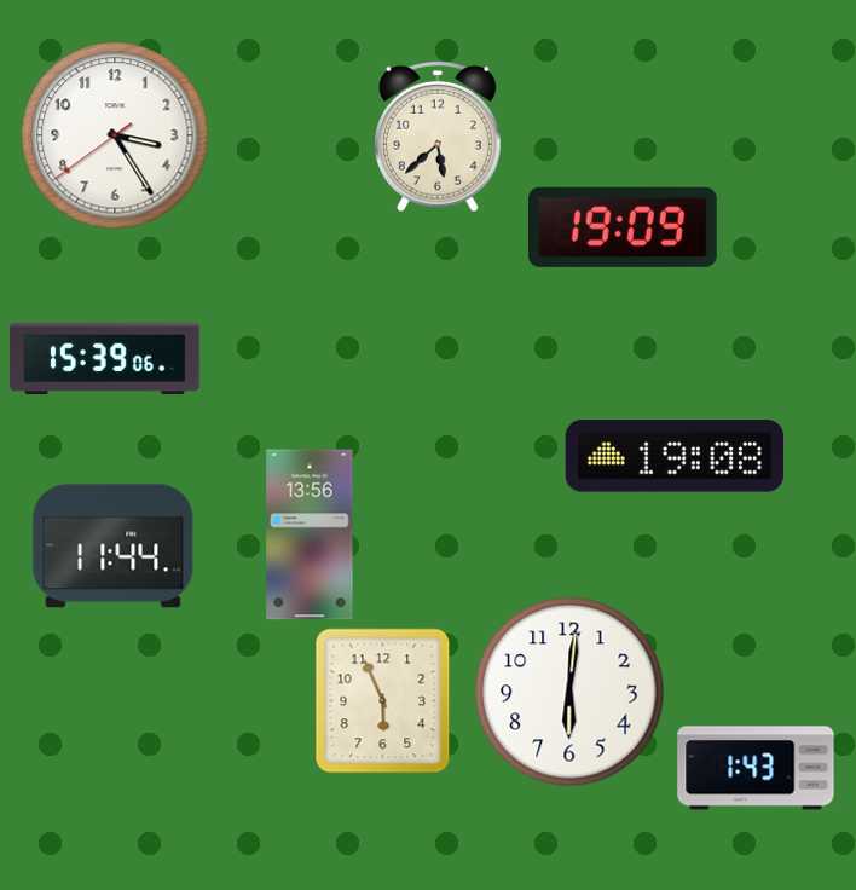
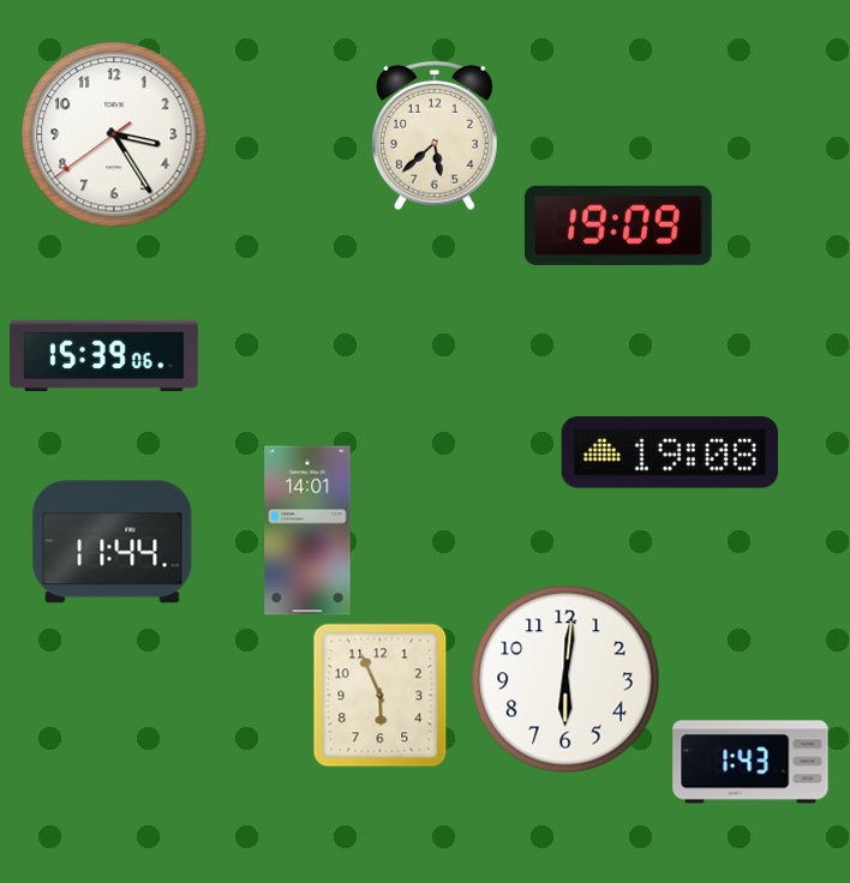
clock at (310, 534): 13:56 -> 14:01
clock at (569, 692) position: (569, 692) -> (565, 679)
